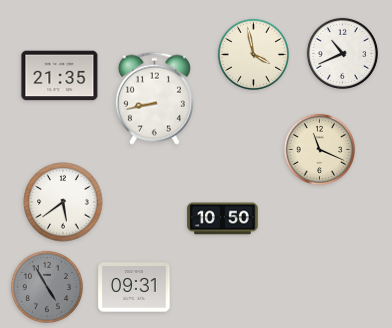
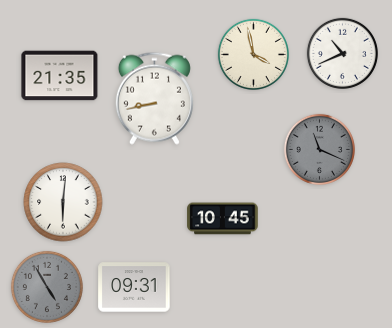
clock at (319, 149) dial: cream -> grey
clock at (63, 202): 5:39 -> 6:01
clock at (223, 219): 10:50 -> 10:45
